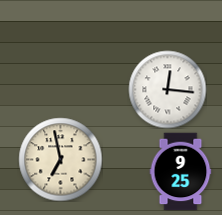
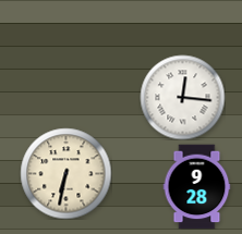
clock at (60, 159): 6:58 -> 6:32
clock at (181, 171): 9:25 -> 9:28
